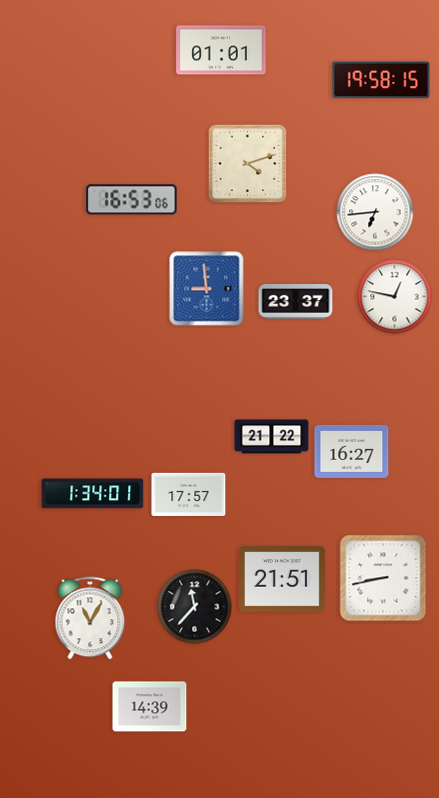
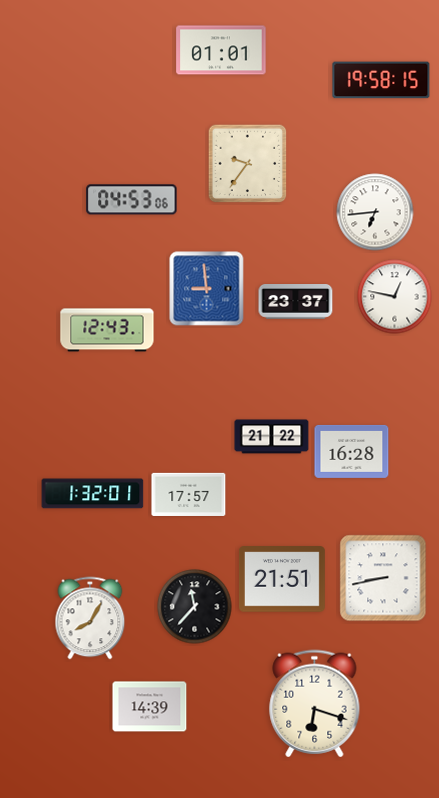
clock at (248, 164): 4:12 -> 9:36
clock at (132, 200): 16:53 -> 04:53
clock at (107, 330): none -> 12:43
clock at (352, 451): 16:27 -> 16:28
clock at (93, 494): 1:34 -> 1:32
clock at (90, 618): 11:05 -> 8:05
clock at (315, 704): none -> 6:18
